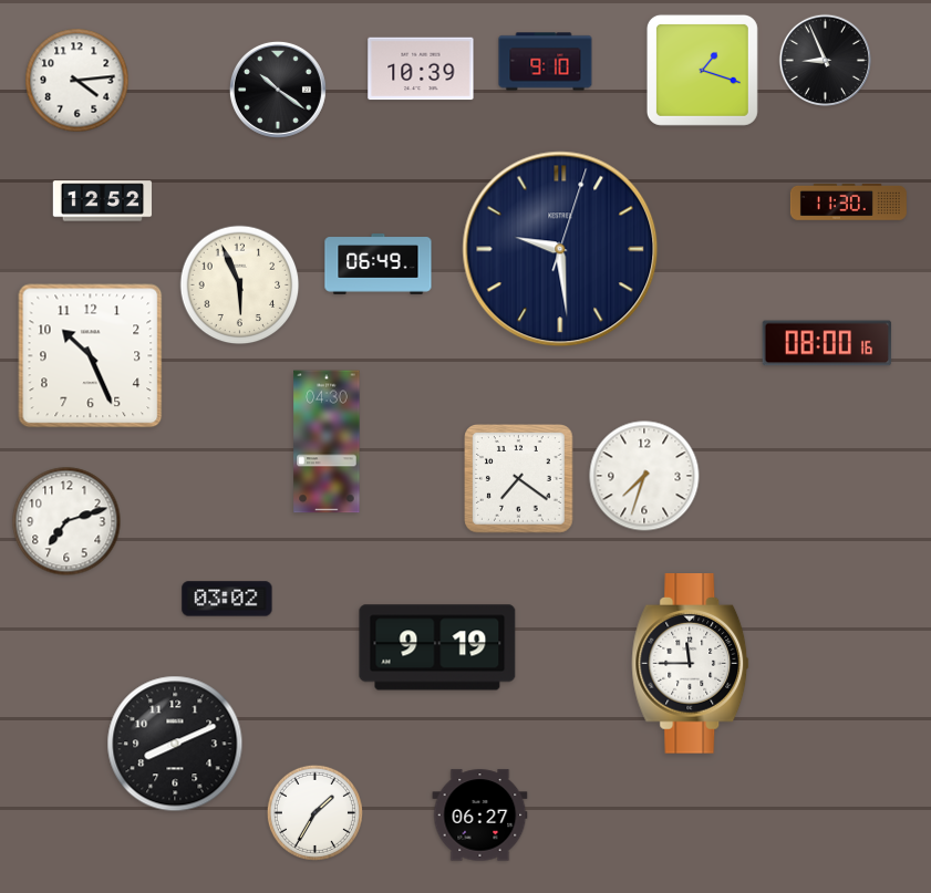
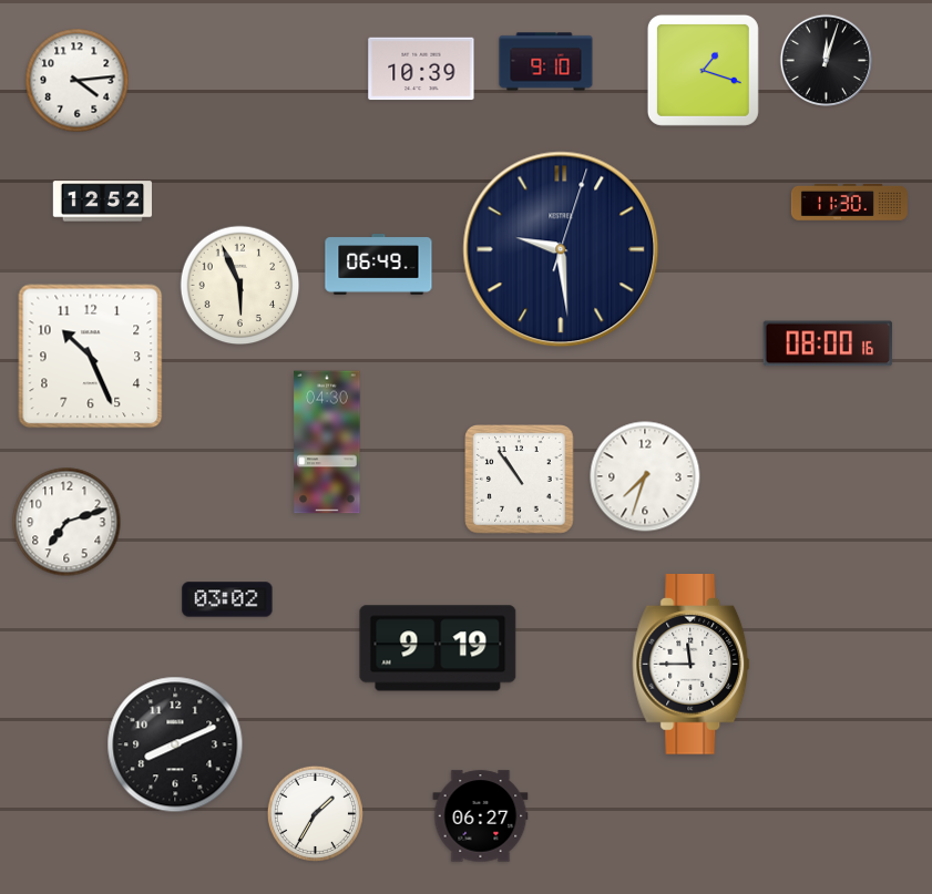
clock at (825, 60): 8:56 -> 12:03
clock at (278, 90): 10:21 -> none
clock at (519, 479): 7:21 -> 10:54
